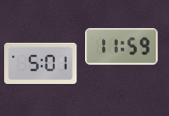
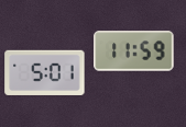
clock at (41, 63) position: (41, 63) -> (45, 72)
